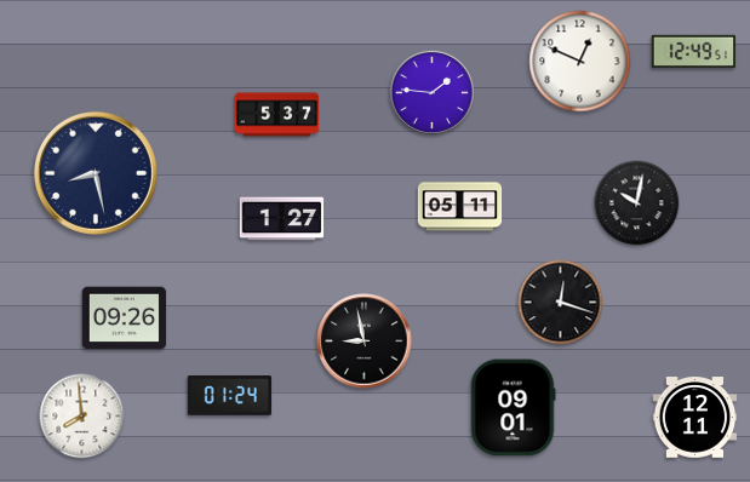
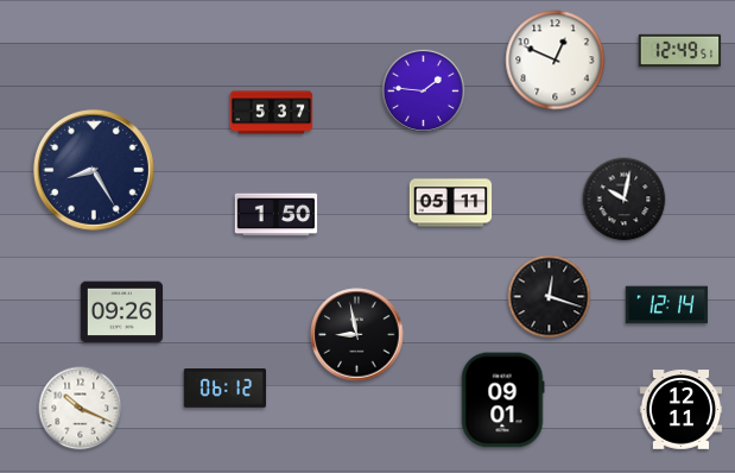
clock at (580, 62) position: (580, 62) -> (556, 61)
clock at (96, 173): 8:28 -> 8:25
clock at (282, 219): 1:27 -> 1:50
clock at (667, 305): none -> 12:14
clock at (230, 396): 01:24 -> 06:12
clock at (82, 417): 7:59 -> 10:19
